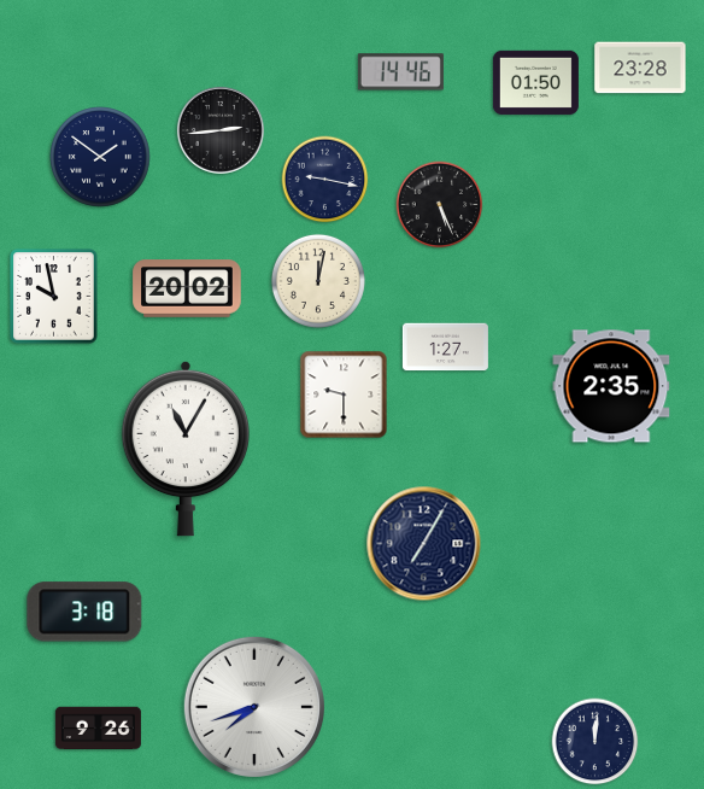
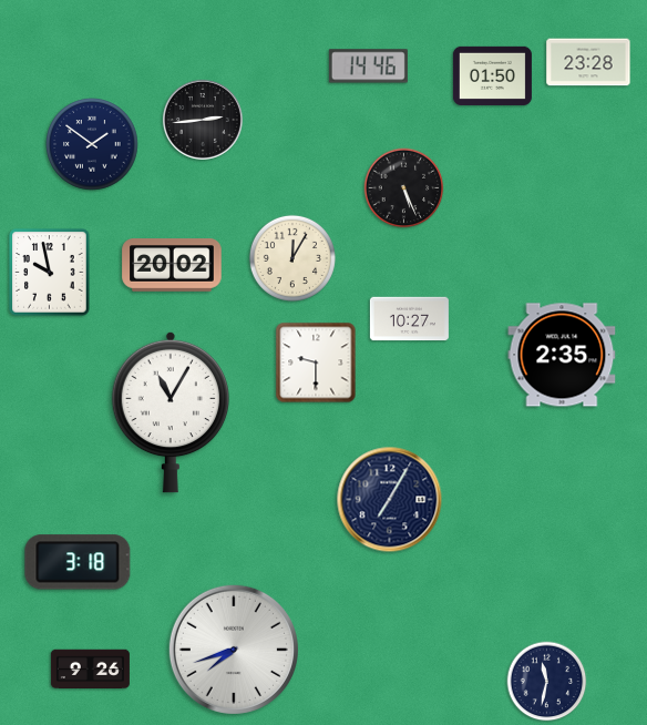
clock at (325, 180): 9:17 -> none
clock at (318, 281): 12:02 -> 12:05
clock at (445, 347): 1:27 -> 10:27
clock at (596, 742): 12:01 -> 11:32
